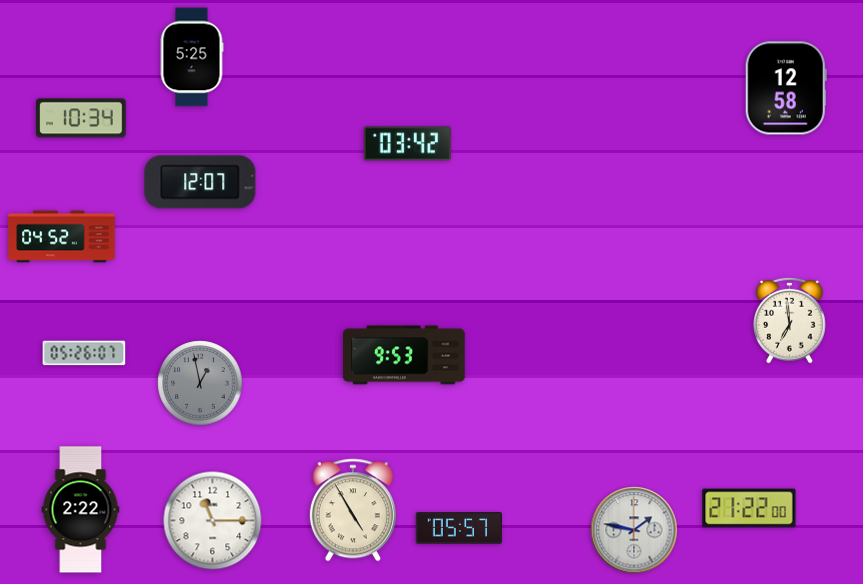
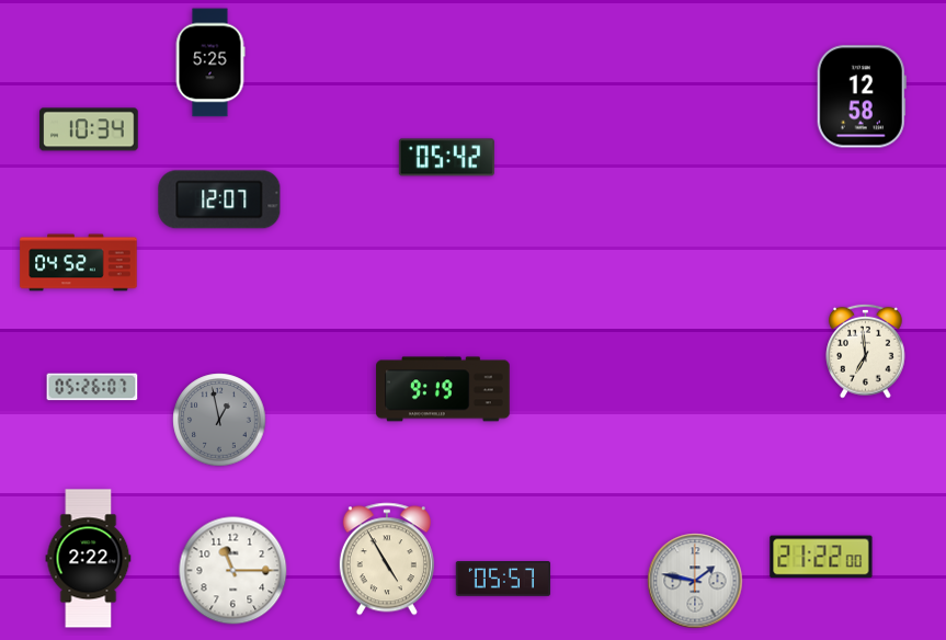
clock at (407, 144): 03:42 -> 05:42
clock at (62, 237) position: (62, 237) -> (79, 263)
clock at (404, 355): 9:53 -> 9:19
